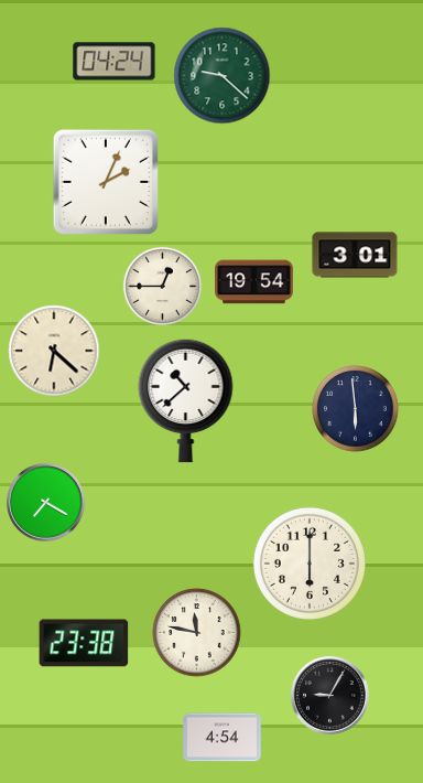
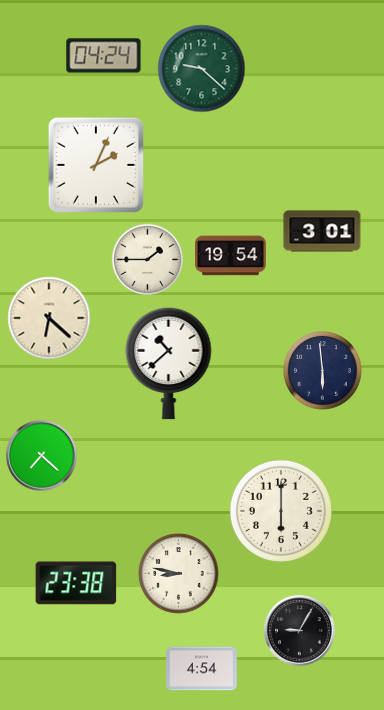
clock at (163, 287): 12:45 -> 1:45
clock at (46, 503): 7:20 -> 7:22
clock at (197, 633): 11:47 -> 8:47
